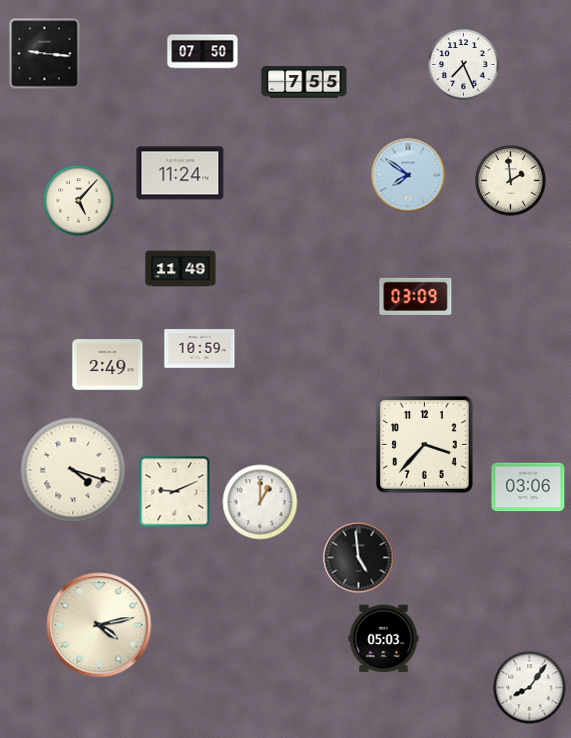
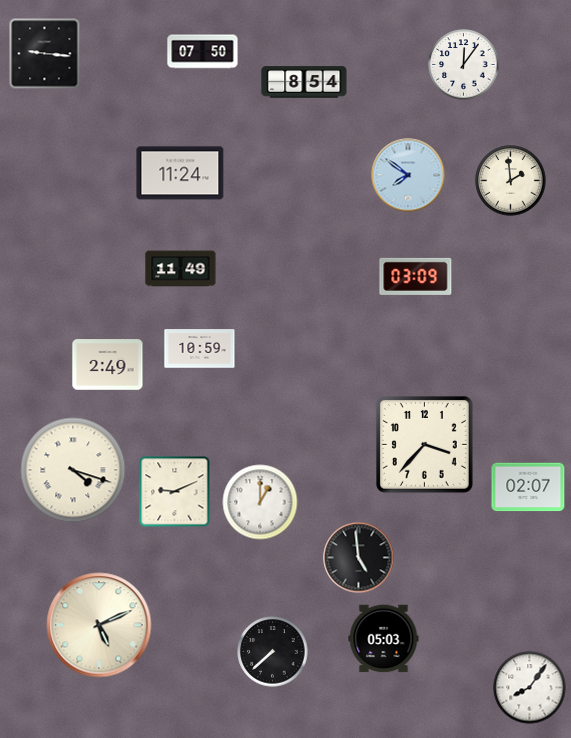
clock at (464, 65): 7:26 -> 12:06
clock at (304, 82): 7:55 -> 8:54
clock at (79, 201): 5:07 -> none
clock at (416, 296) position: (416, 296) -> (416, 276)
clock at (528, 487): 03:06 -> 02:07
clock at (99, 625): 4:13 -> 5:11
clock at (273, 652): none -> 7:38
